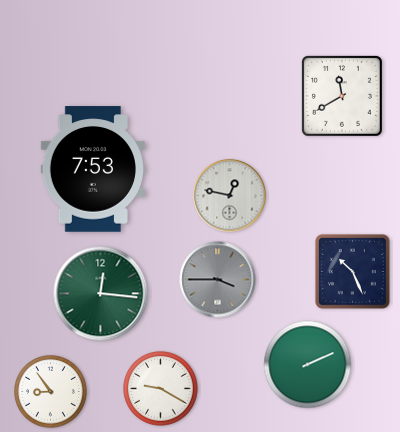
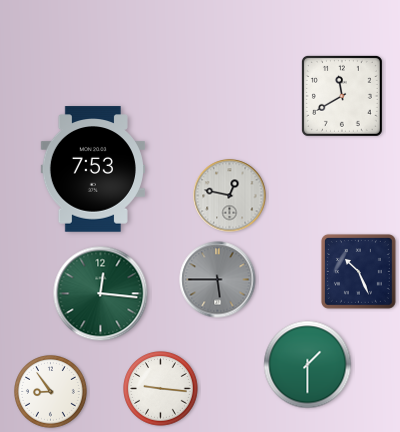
clock at (352, 271) position: (352, 271) -> (358, 271)
clock at (218, 280): 3:45 -> 5:45
clock at (308, 365): 2:11 -> 1:30
clock at (161, 389): 9:20 -> 9:16
